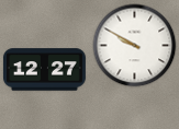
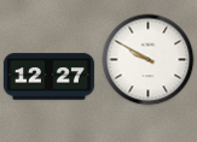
clock at (135, 46) position: (135, 46) -> (149, 60)
